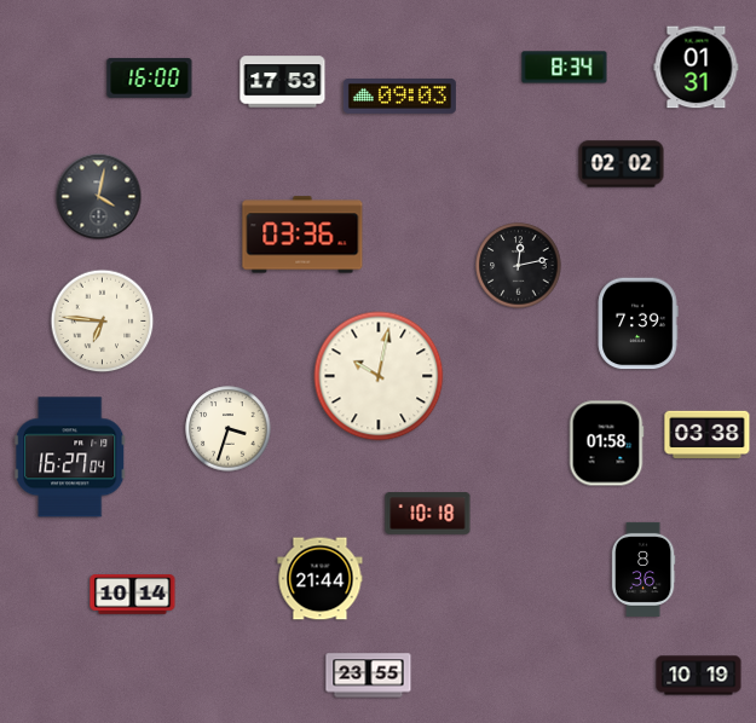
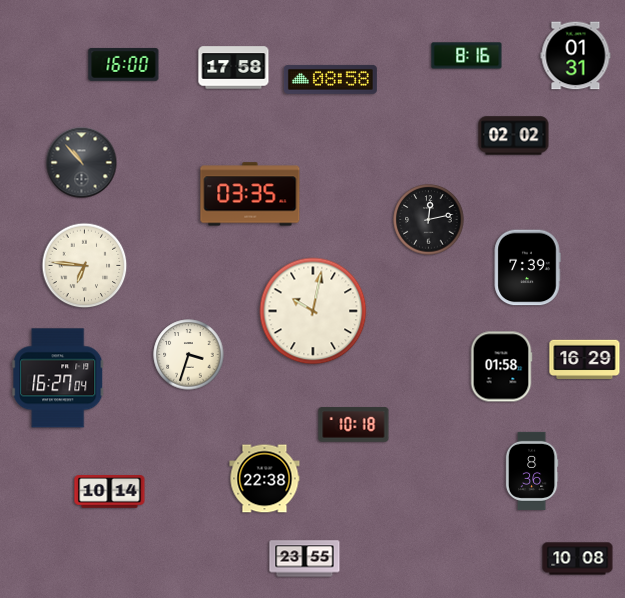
clock at (565, 68): 8:34 -> 8:16
clock at (283, 82): 17:53 -> 17:58
clock at (399, 97): 09:03 -> 08:58
clock at (99, 197): 4:02 -> 10:53
clock at (302, 235): 03:36 -> 03:35
clock at (708, 435): 03:38 -> 16:29
clock at (321, 579): 21:44 -> 22:38
clock at (699, 676): 10:19 -> 10:08
